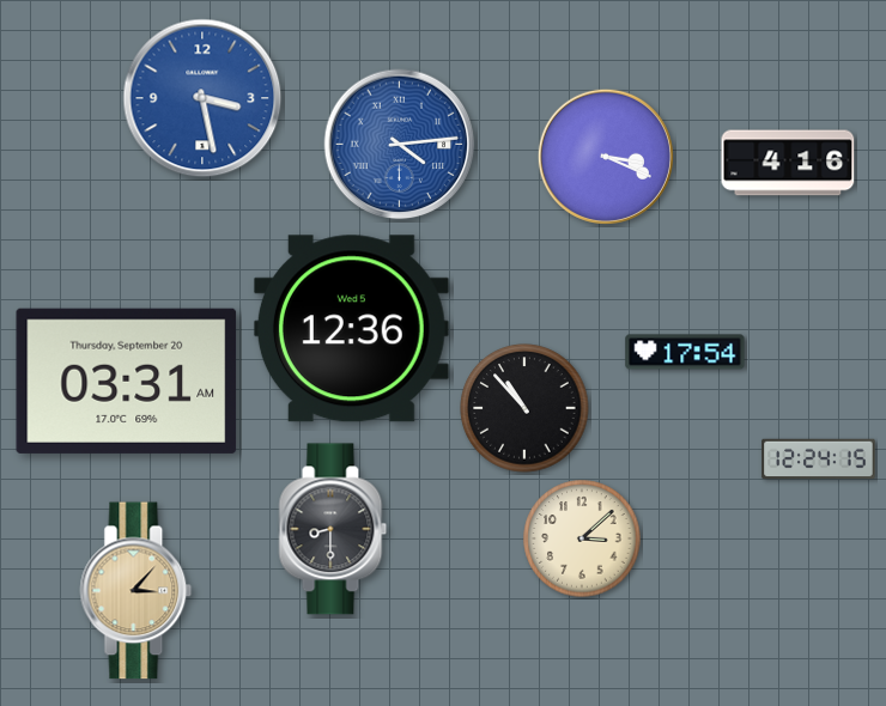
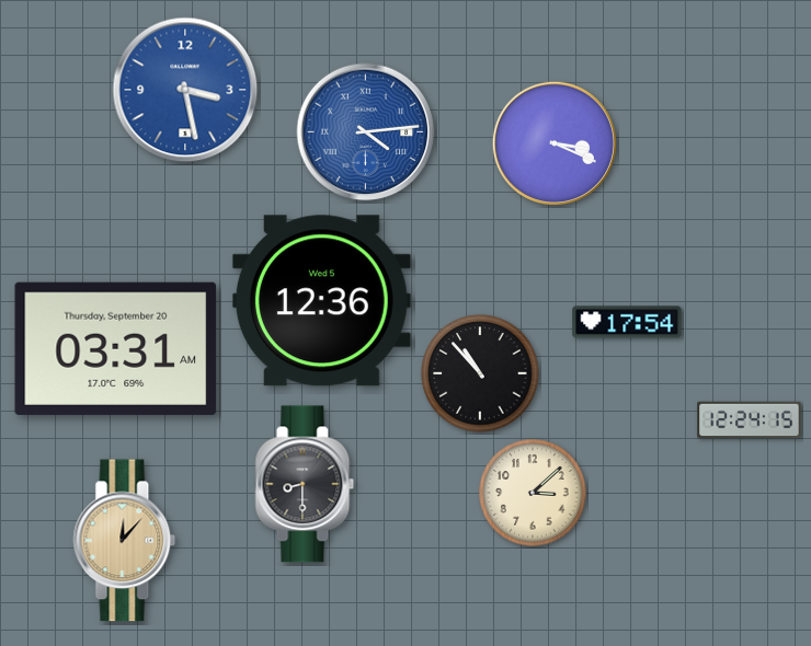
clock at (788, 163): 4:16 -> none
clock at (136, 591): 3:07 -> 12:07
